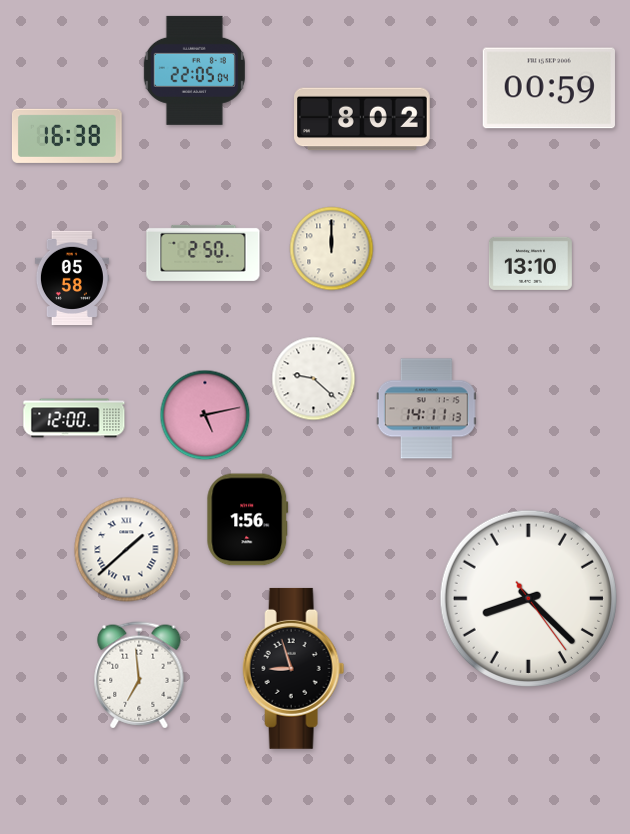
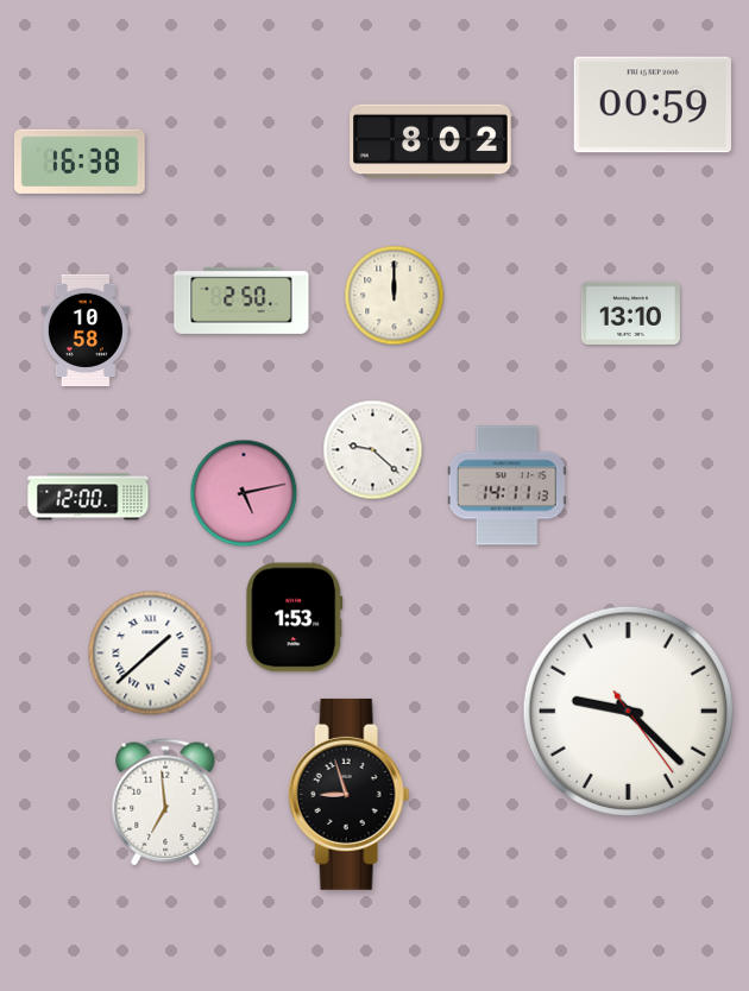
clock at (194, 70): 22:05 -> none
clock at (72, 278): 05:58 -> 10:58
clock at (248, 520): 1:56 -> 1:53
clock at (528, 598): 8:22 -> 9:22
